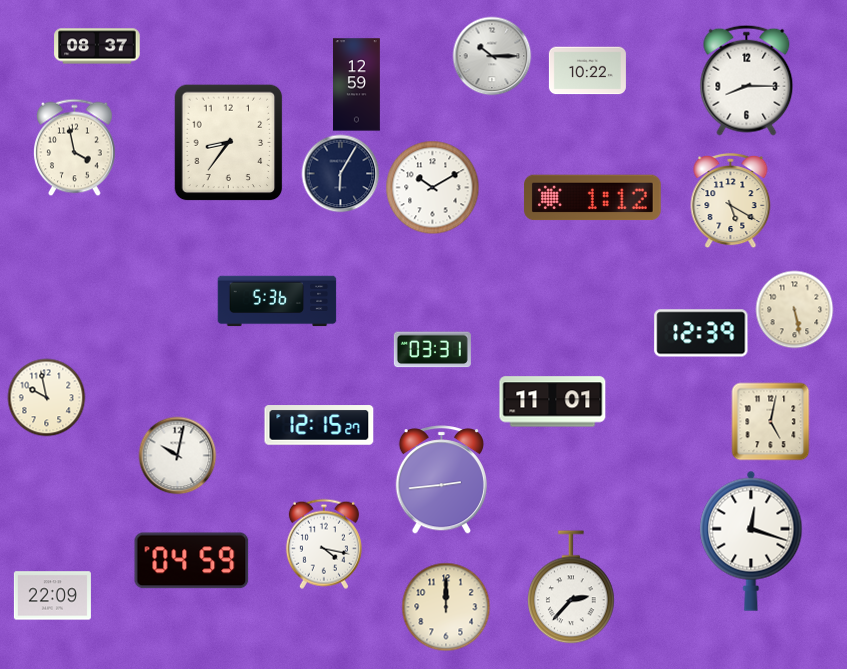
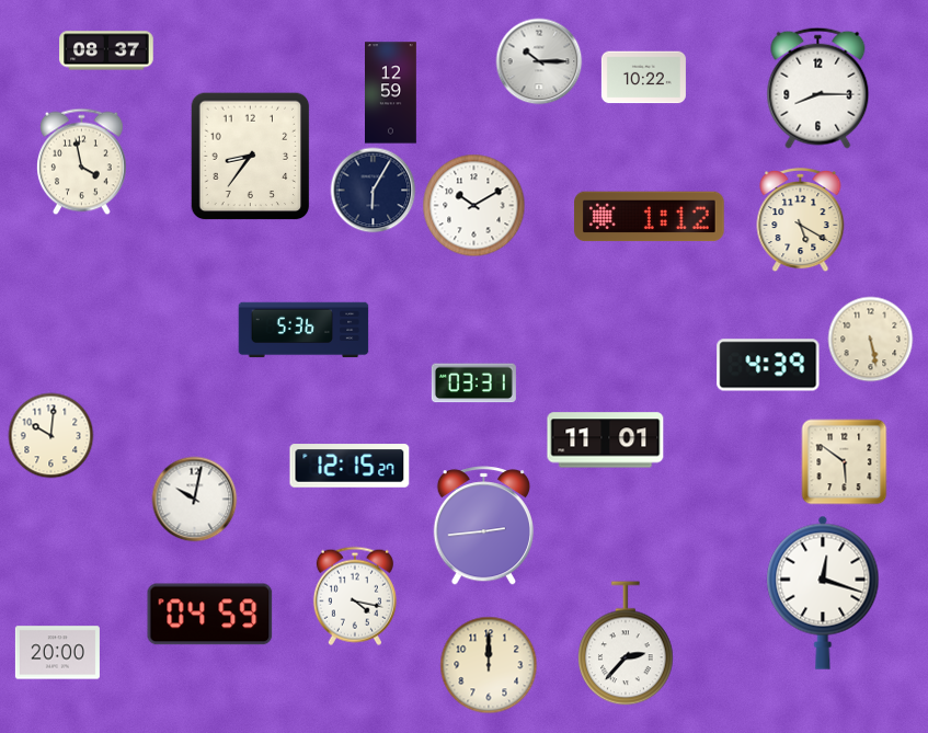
clock at (701, 333): 12:39 -> 4:39
clock at (46, 397): 9:58 -> 10:01
clock at (770, 421): 5:02 -> 5:51
clock at (52, 596): 22:09 -> 20:00
